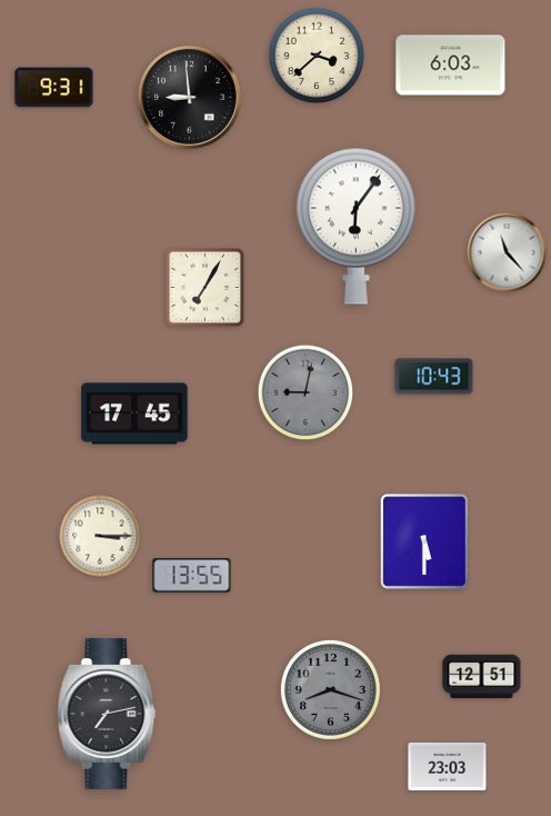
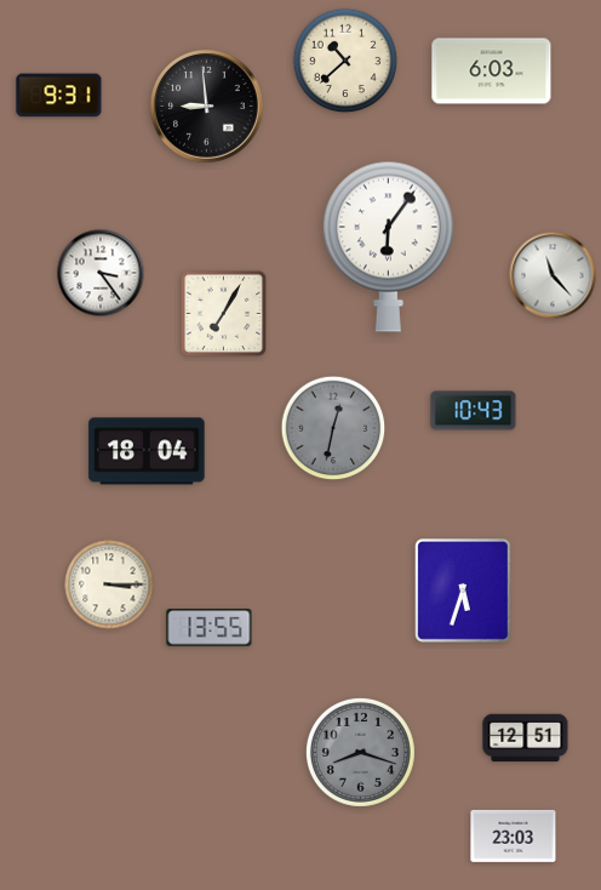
clock at (317, 56): 3:38 -> 10:38
clock at (101, 273): none -> 3:24
clock at (305, 392): 9:02 -> 12:32
clock at (134, 414): 17:45 -> 18:04
clock at (425, 543): 5:30 -> 5:33
clock at (107, 714): 7:13 -> none
clock at (448, 766) position: (448, 766) -> (514, 835)
